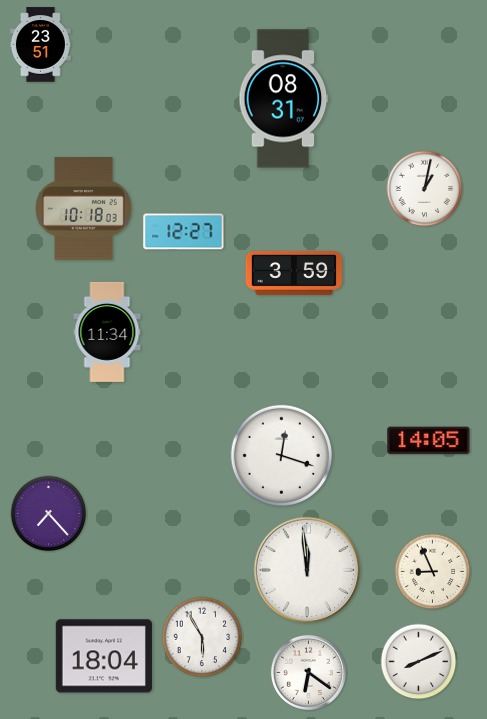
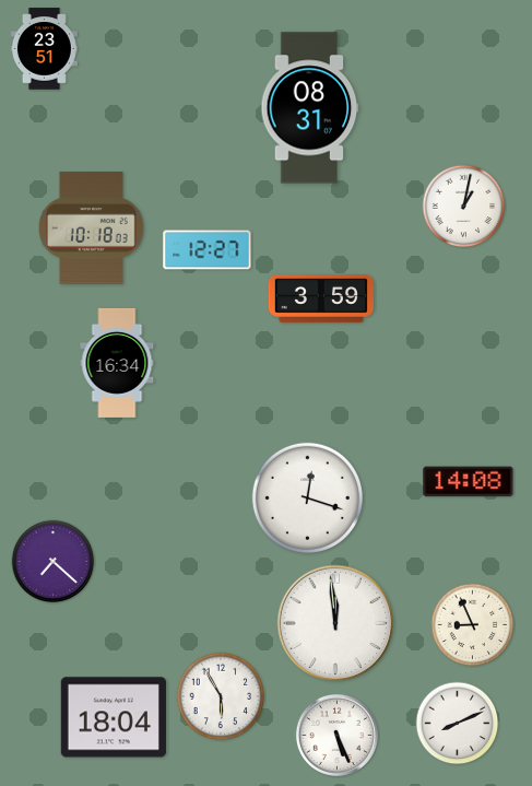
clock at (184, 232) position: (184, 232) -> (208, 250)
clock at (107, 332): 11:34 -> 16:34
clock at (429, 441): 14:05 -> 14:08
clock at (49, 514): 7:23 -> 7:22
clock at (308, 672): 6:21 -> 5:26
